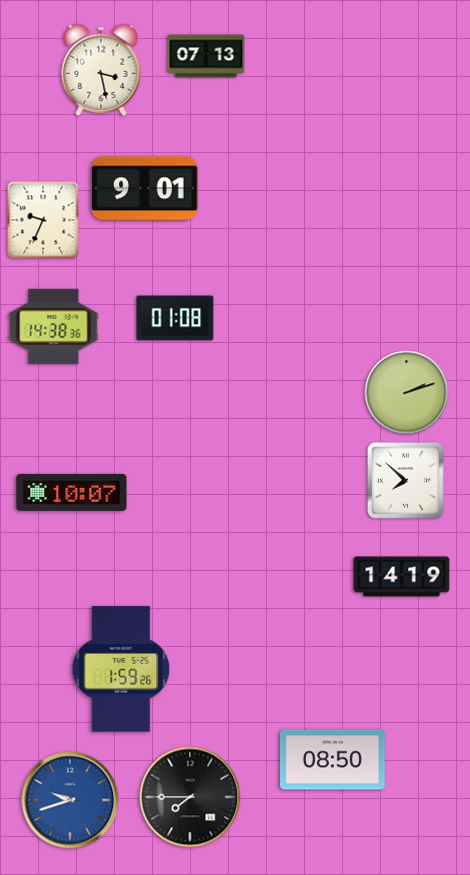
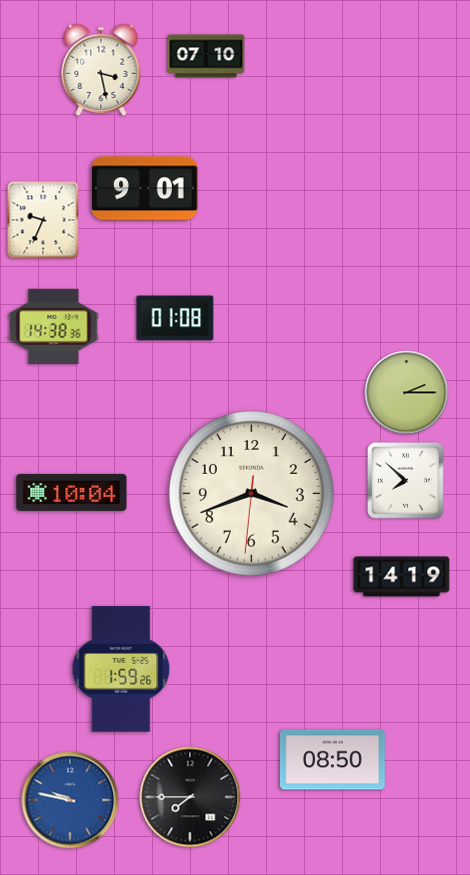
clock at (206, 56): 07:13 -> 07:10
clock at (407, 393): 2:12 -> 2:15
clock at (72, 492): 10:07 -> 10:04
clock at (252, 494): none -> 3:41
clock at (70, 800): 9:42 -> 9:47
